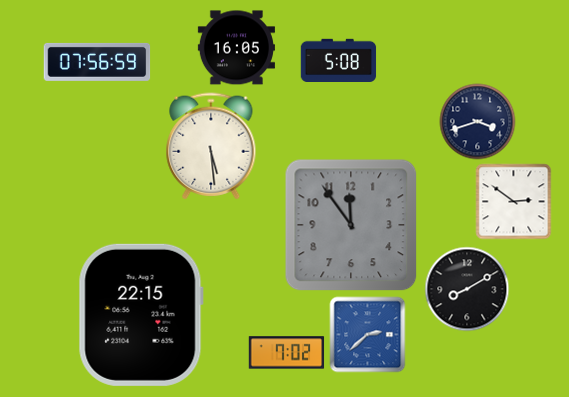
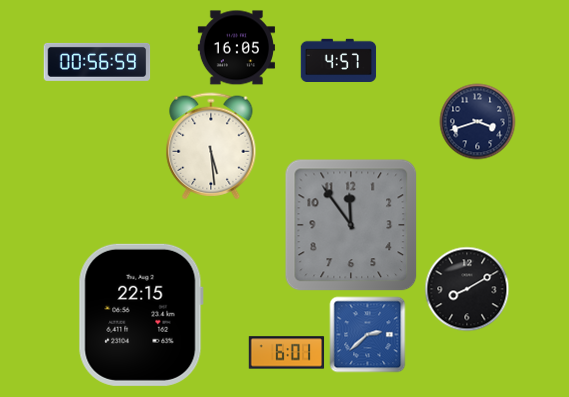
clock at (339, 60): 5:08 -> 4:57
clock at (97, 62): 07:56 -> 00:56
clock at (514, 202): 2:51 -> none
clock at (287, 353): 7:02 -> 6:01
